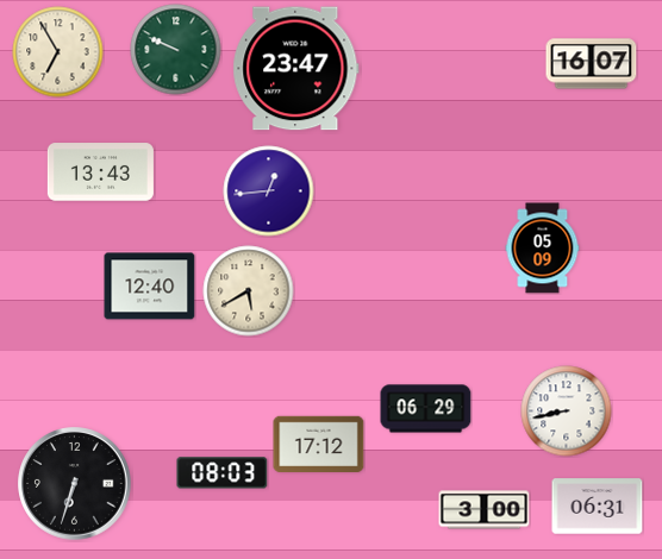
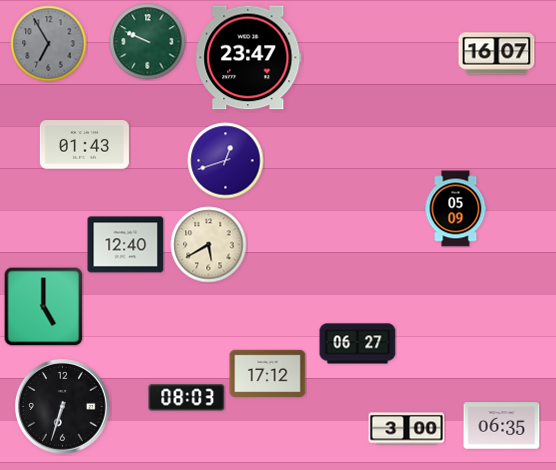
clock at (58, 52) dial: cream -> grey
clock at (100, 172): 13:43 -> 01:43
clock at (269, 191): 12:44 -> 12:42
clock at (150, 287) position: (150, 287) -> (126, 245)
clock at (44, 307): none -> 5:00
clock at (426, 409): 06:29 -> 06:27
clock at (567, 412): 8:43 -> none
clock at (598, 507): 06:31 -> 06:35
